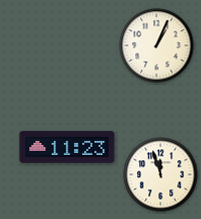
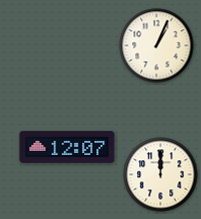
clock at (67, 147): 11:23 -> 12:07
clock at (161, 175): 11:57 -> 12:00
